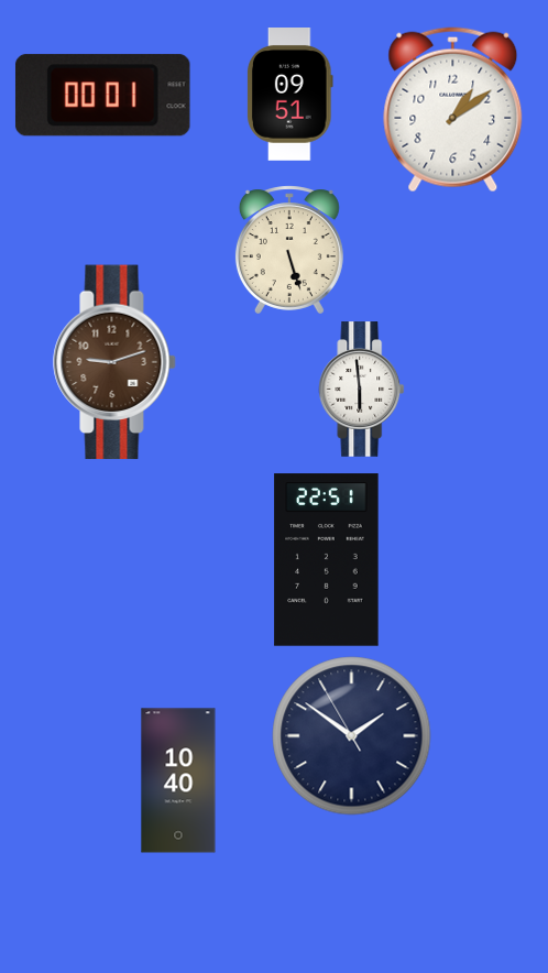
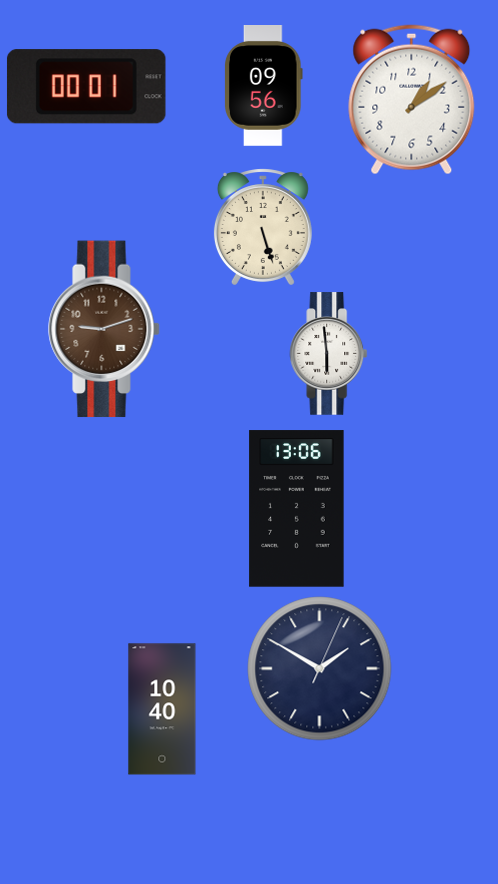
clock at (291, 95): 09:51 -> 09:56
clock at (102, 96) position: (102, 96) -> (86, 87)
clock at (327, 560): 22:51 -> 13:06
clock at (352, 736): 1:50:55 -> 1:50:04
